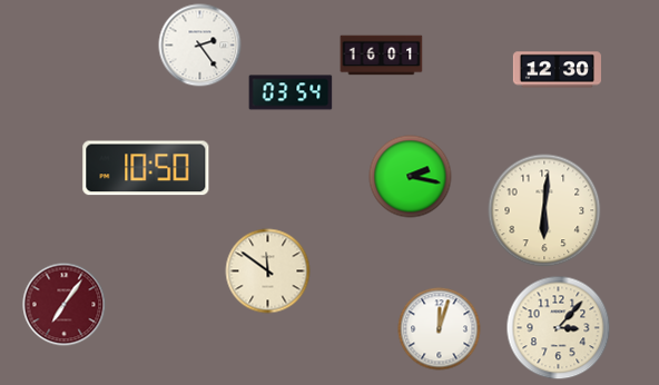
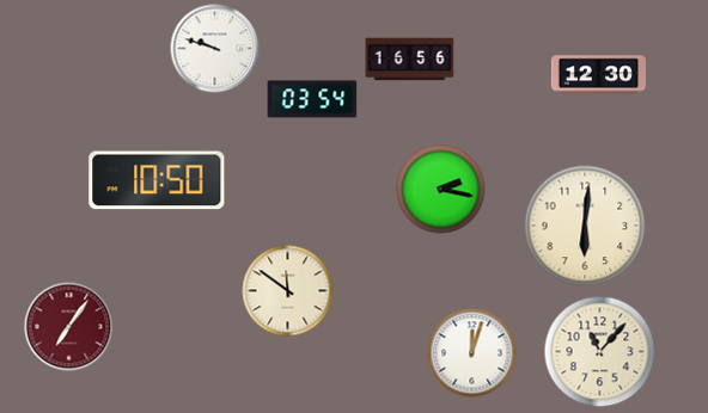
clock at (200, 46): 2:24 -> 9:48
clock at (382, 56): 16:01 -> 16:56
clock at (559, 328): 3:07 -> 11:07
